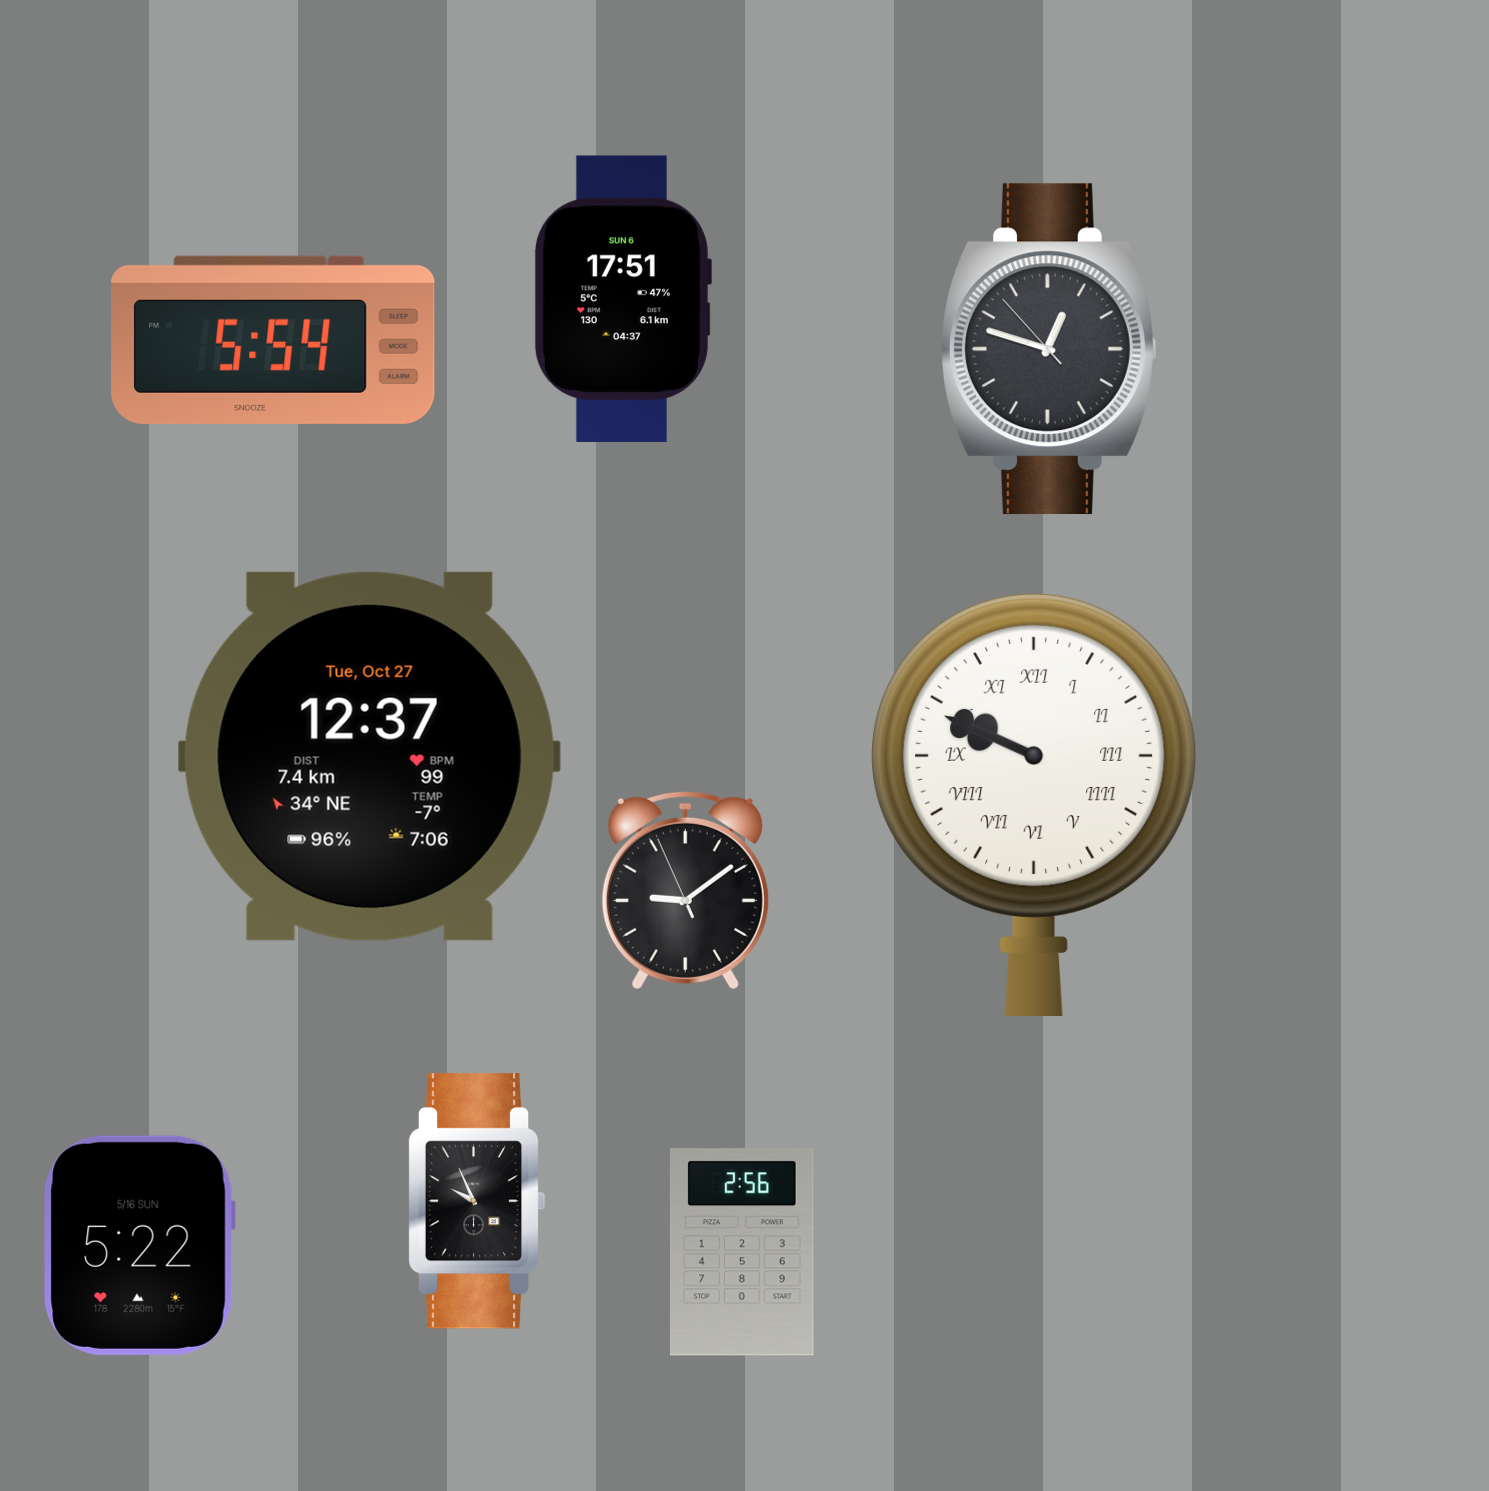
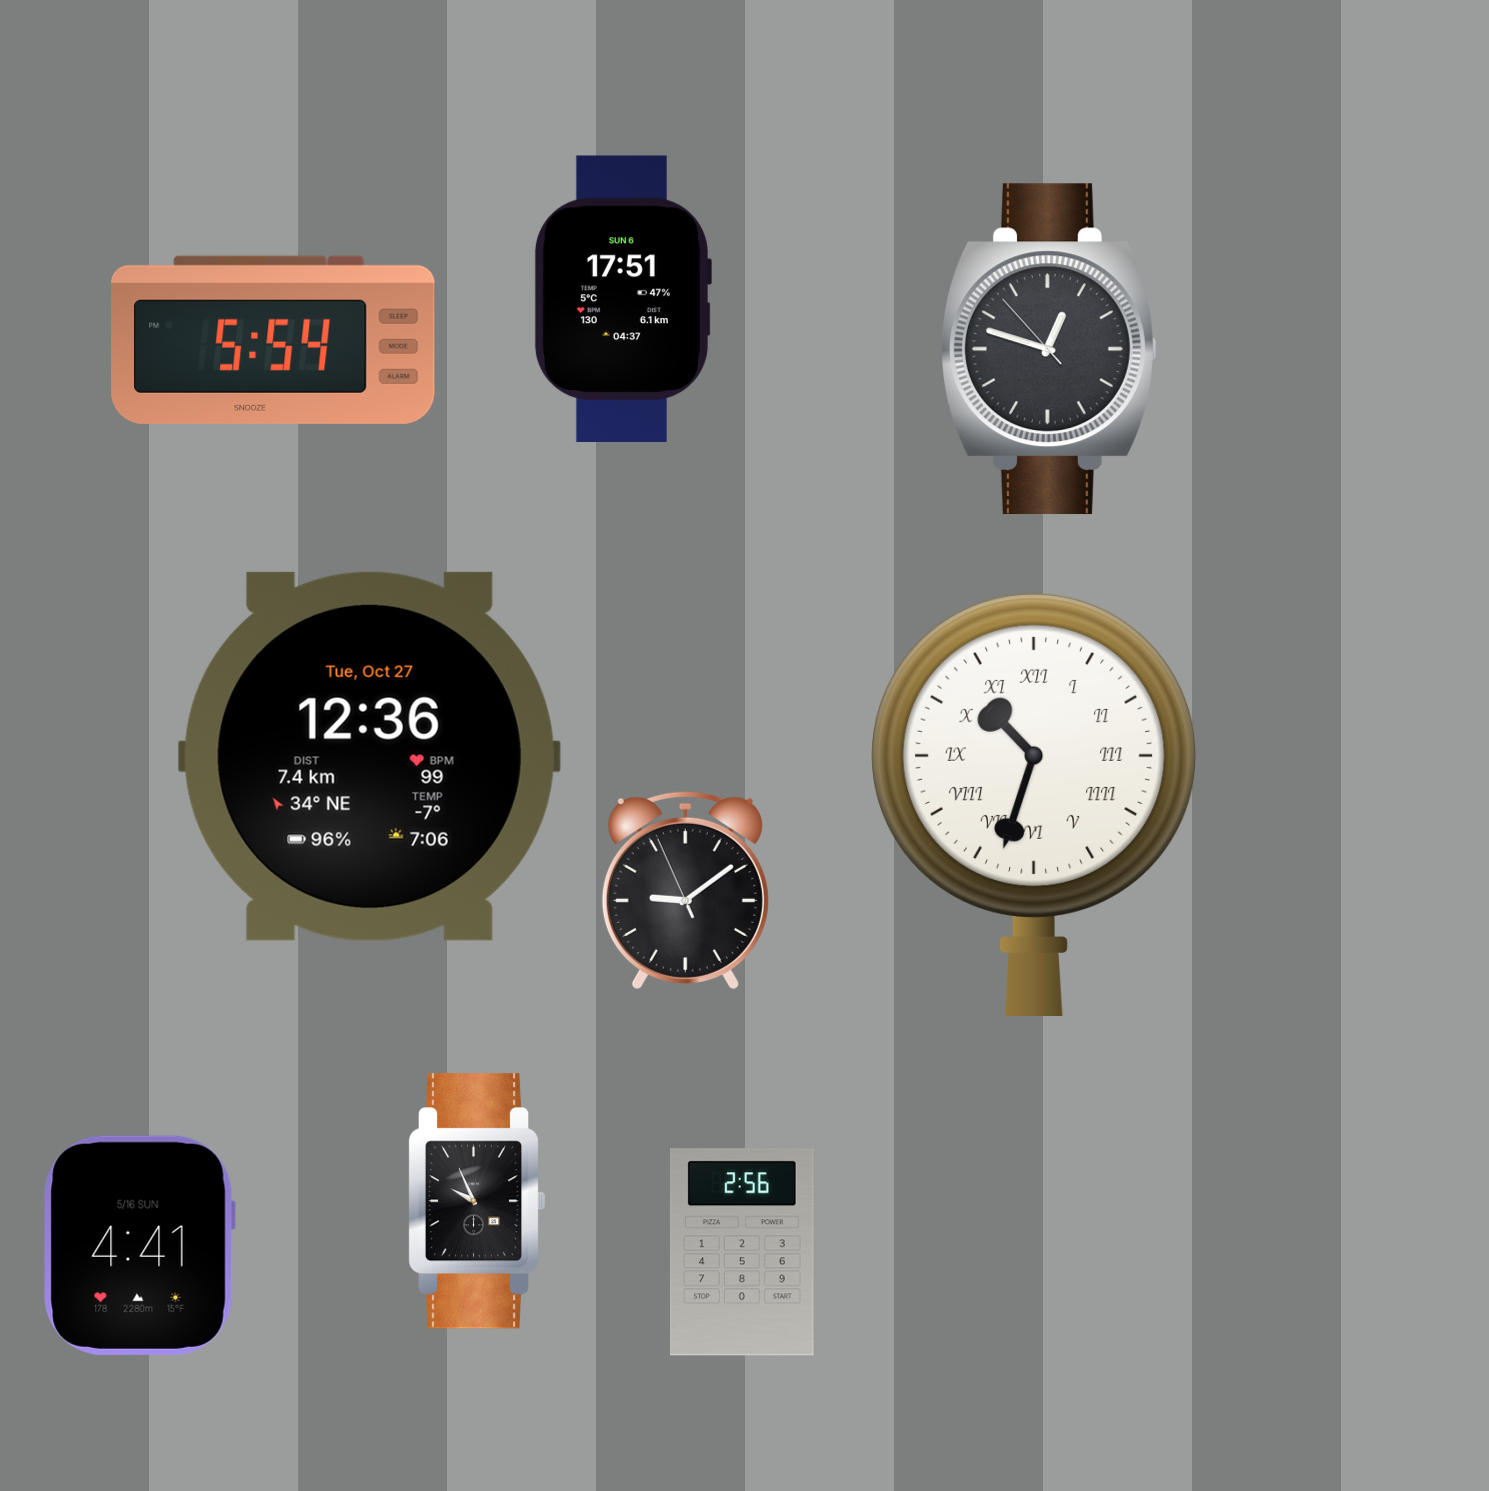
clock at (369, 756): 12:37 -> 12:36
clock at (1035, 804): 9:49 -> 10:33
clock at (139, 1245): 5:22 -> 4:41
